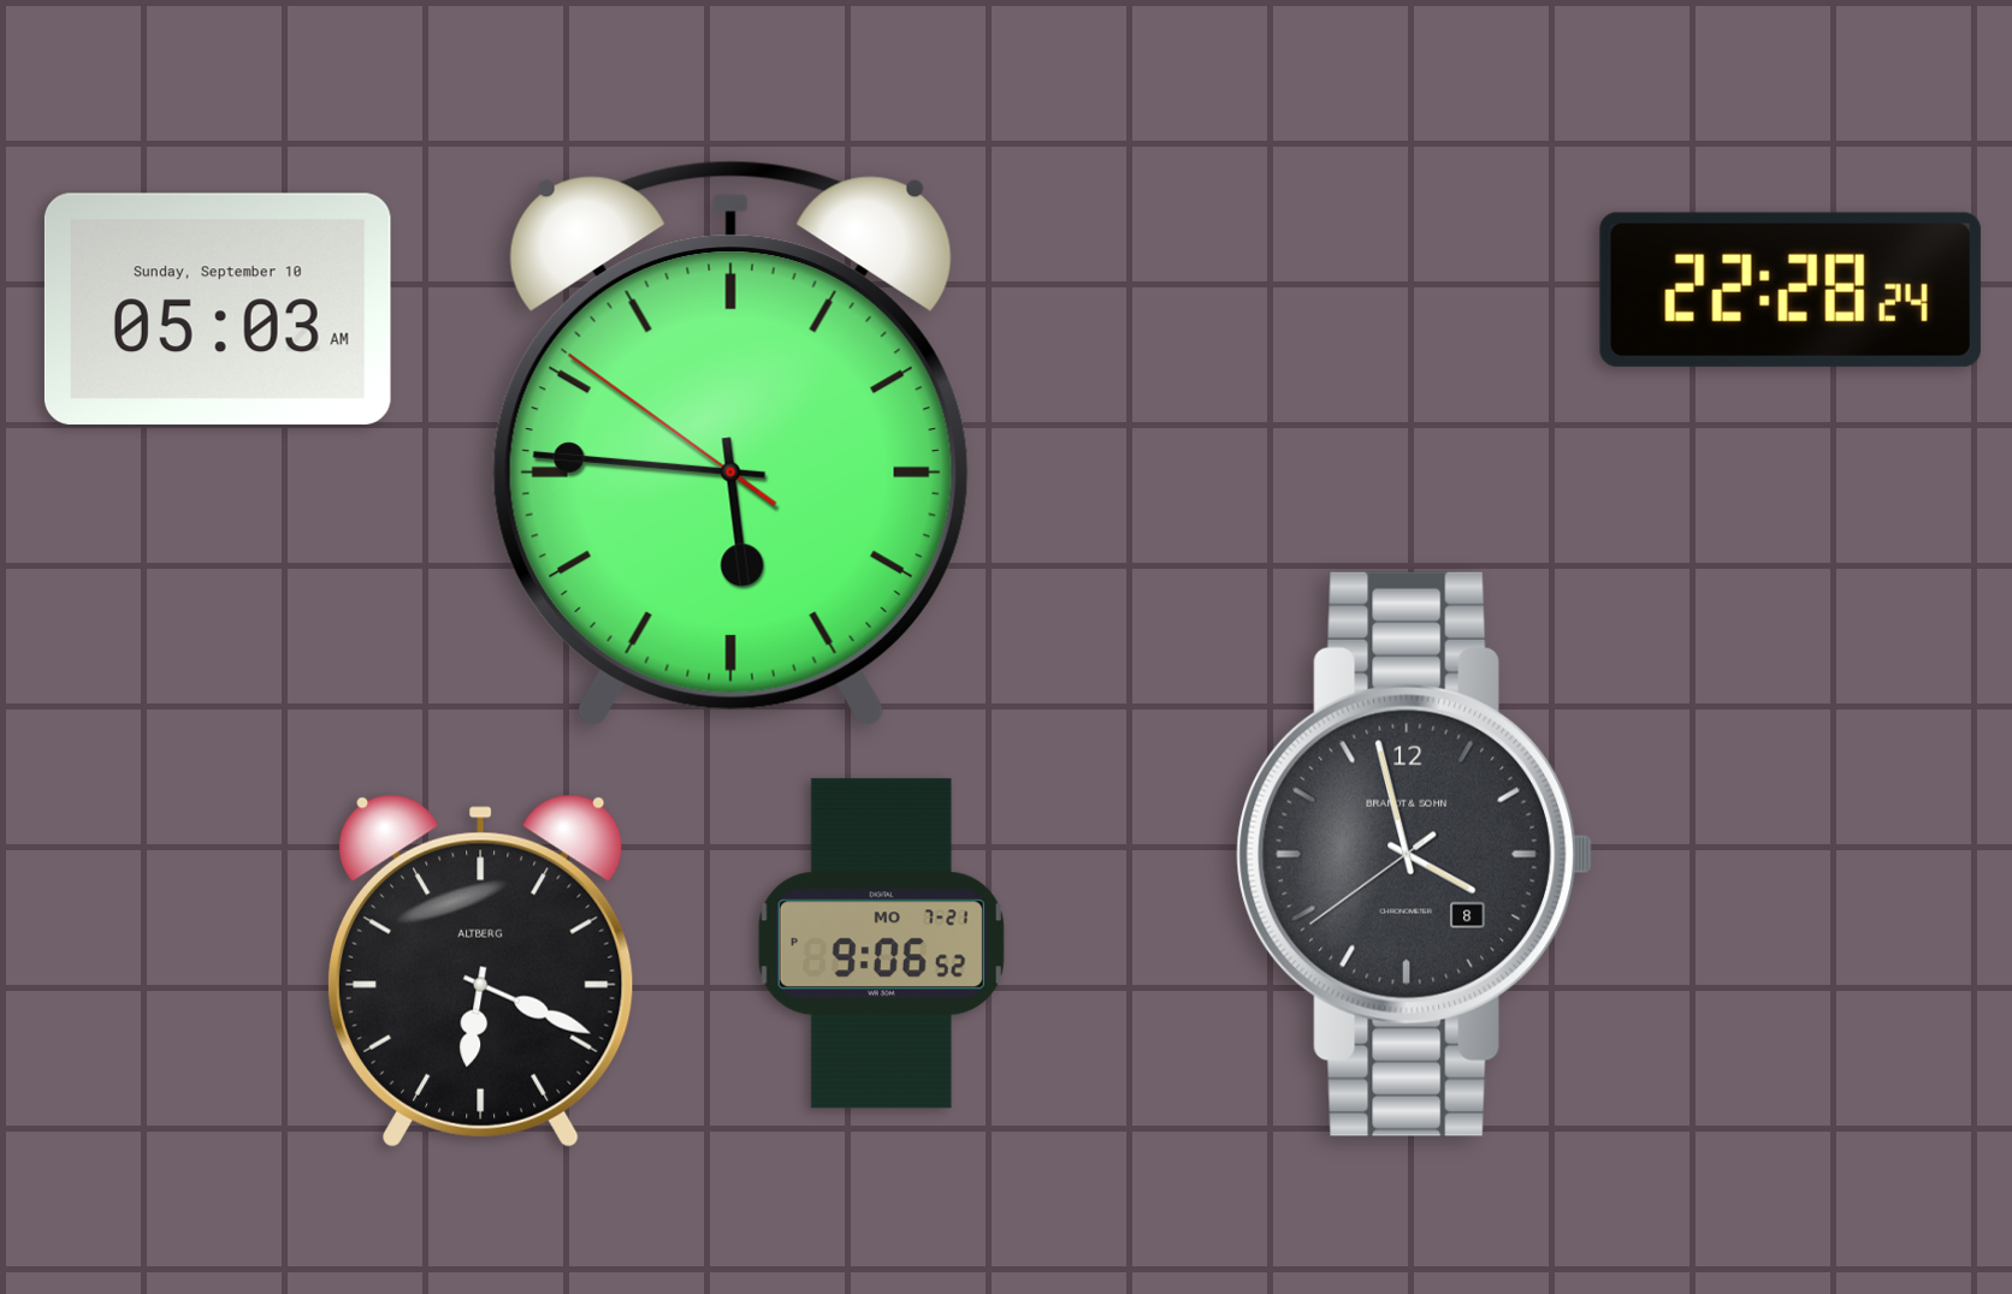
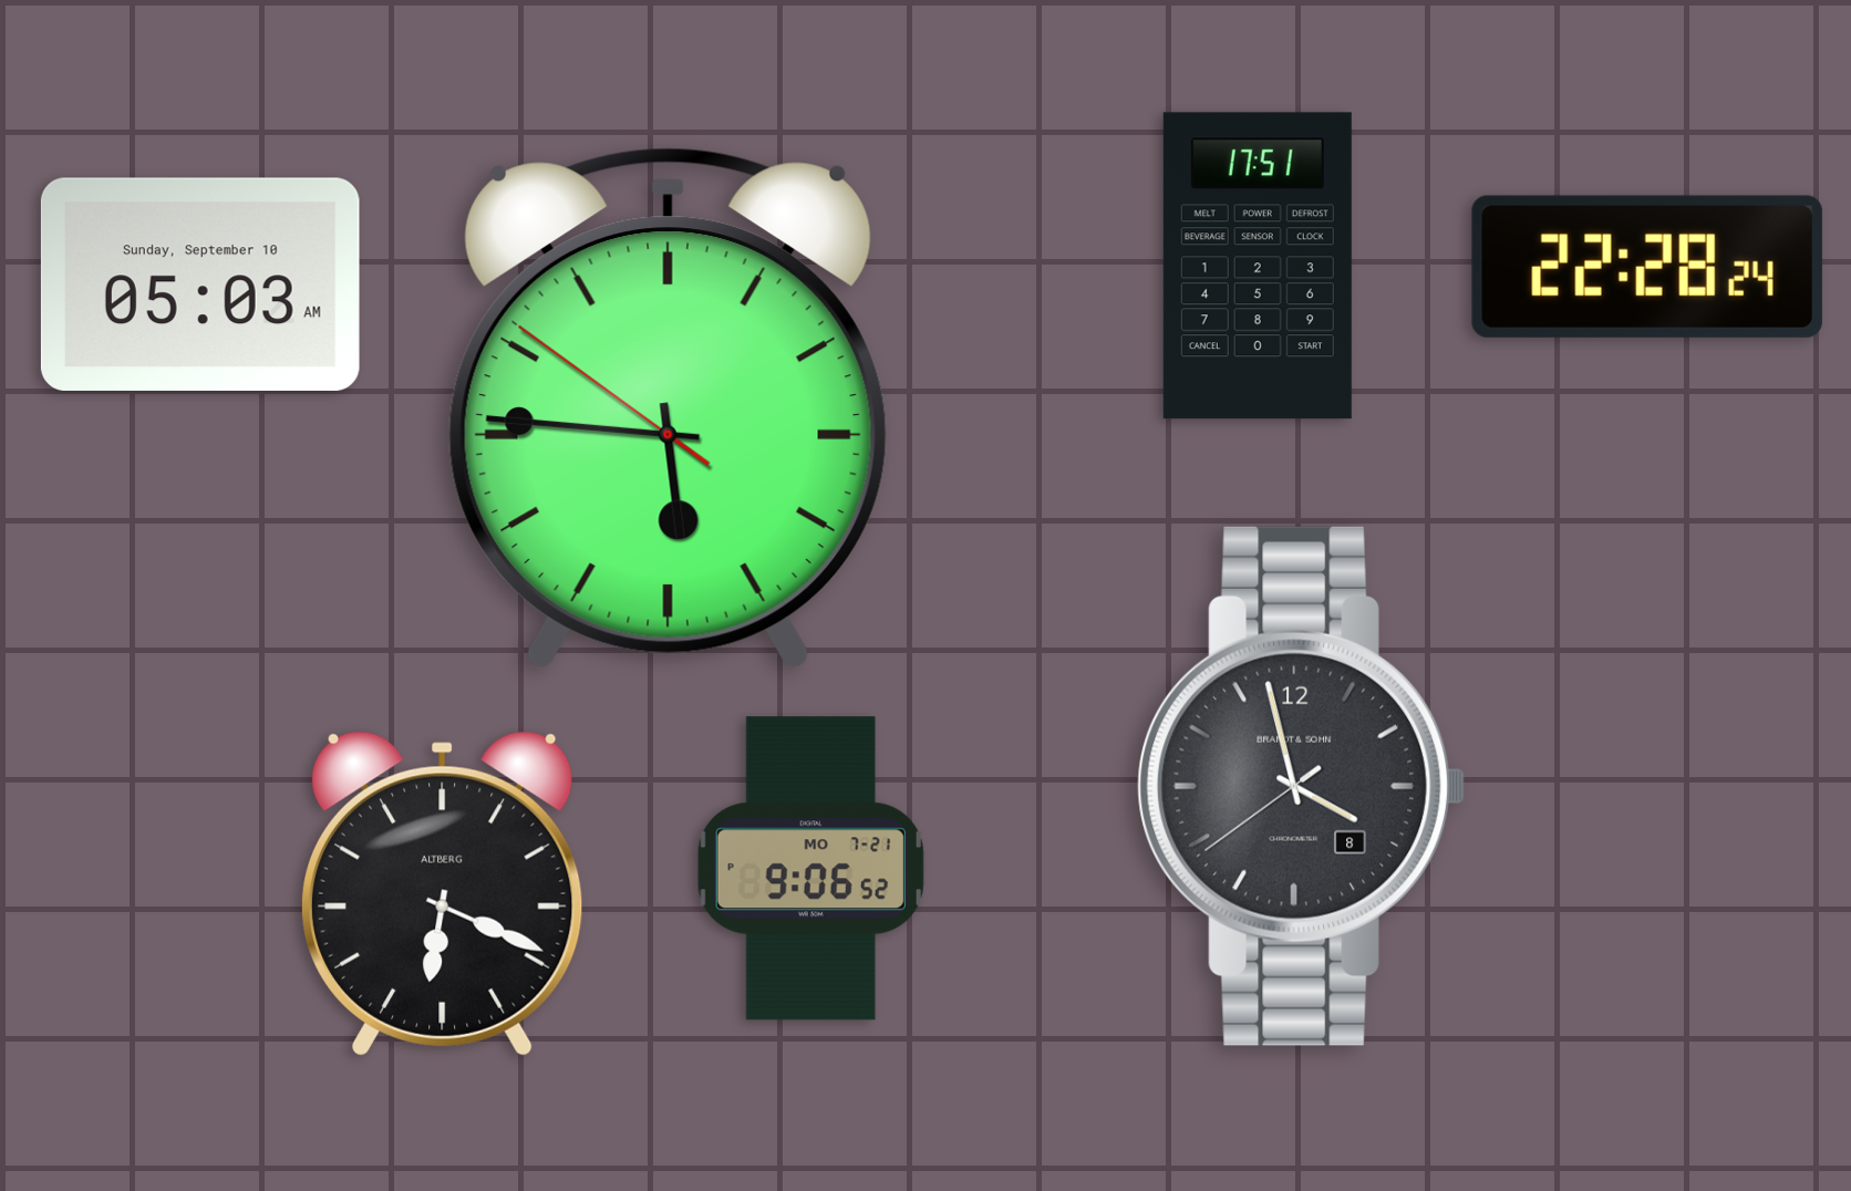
clock at (1258, 266): none -> 17:51
clock at (730, 444) position: (730, 444) -> (668, 408)
